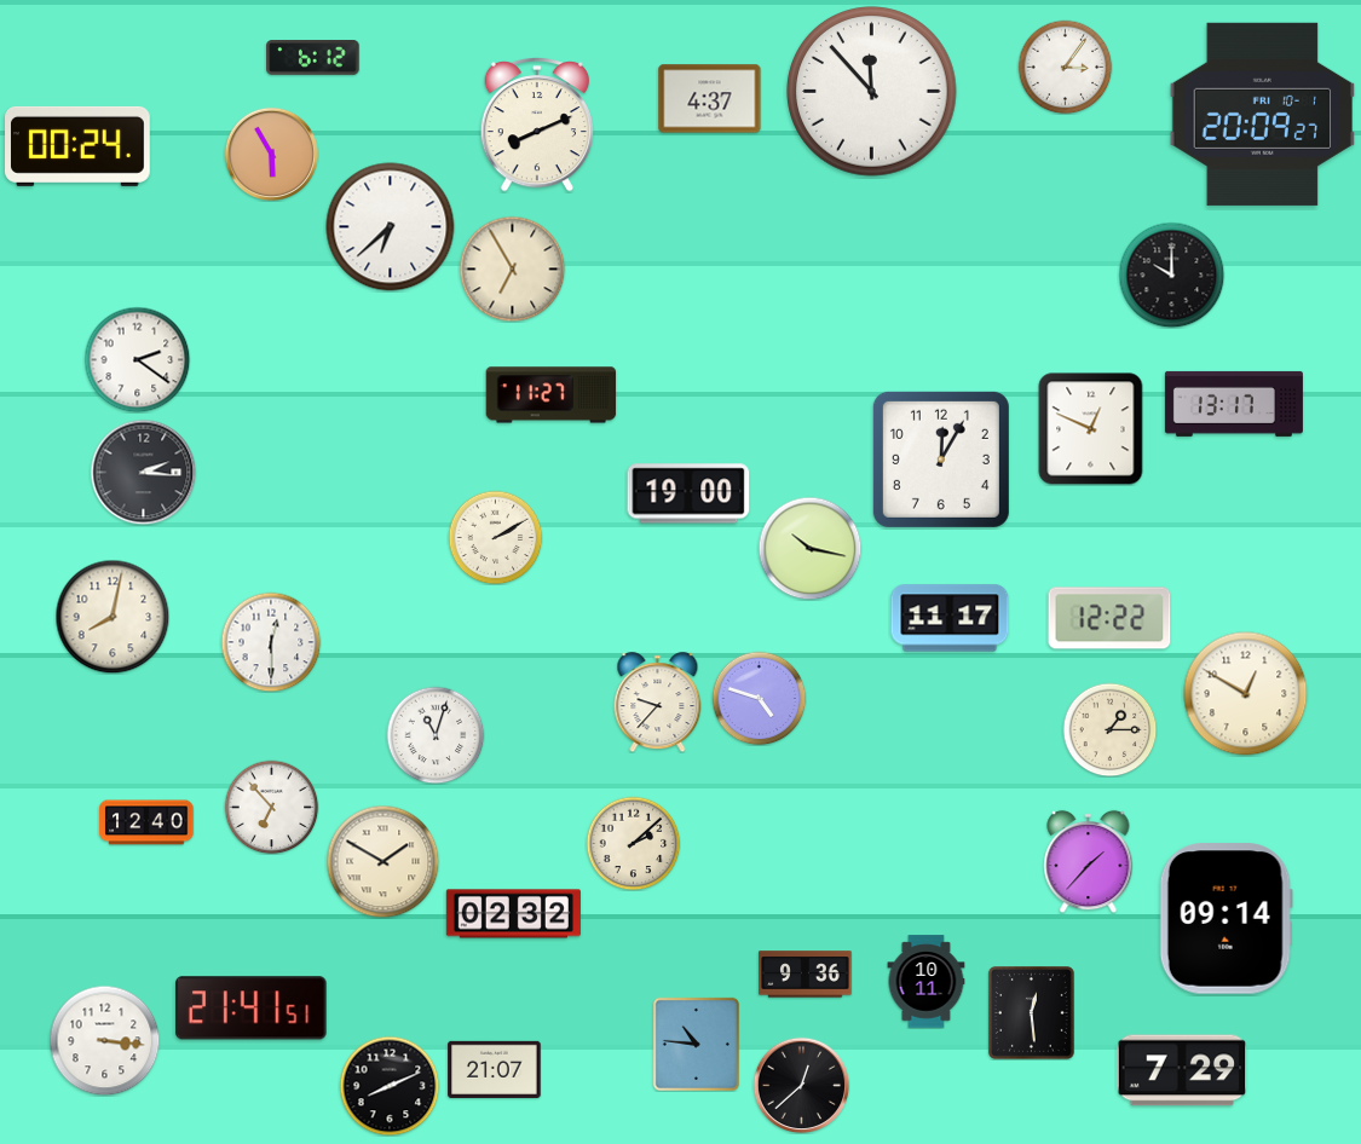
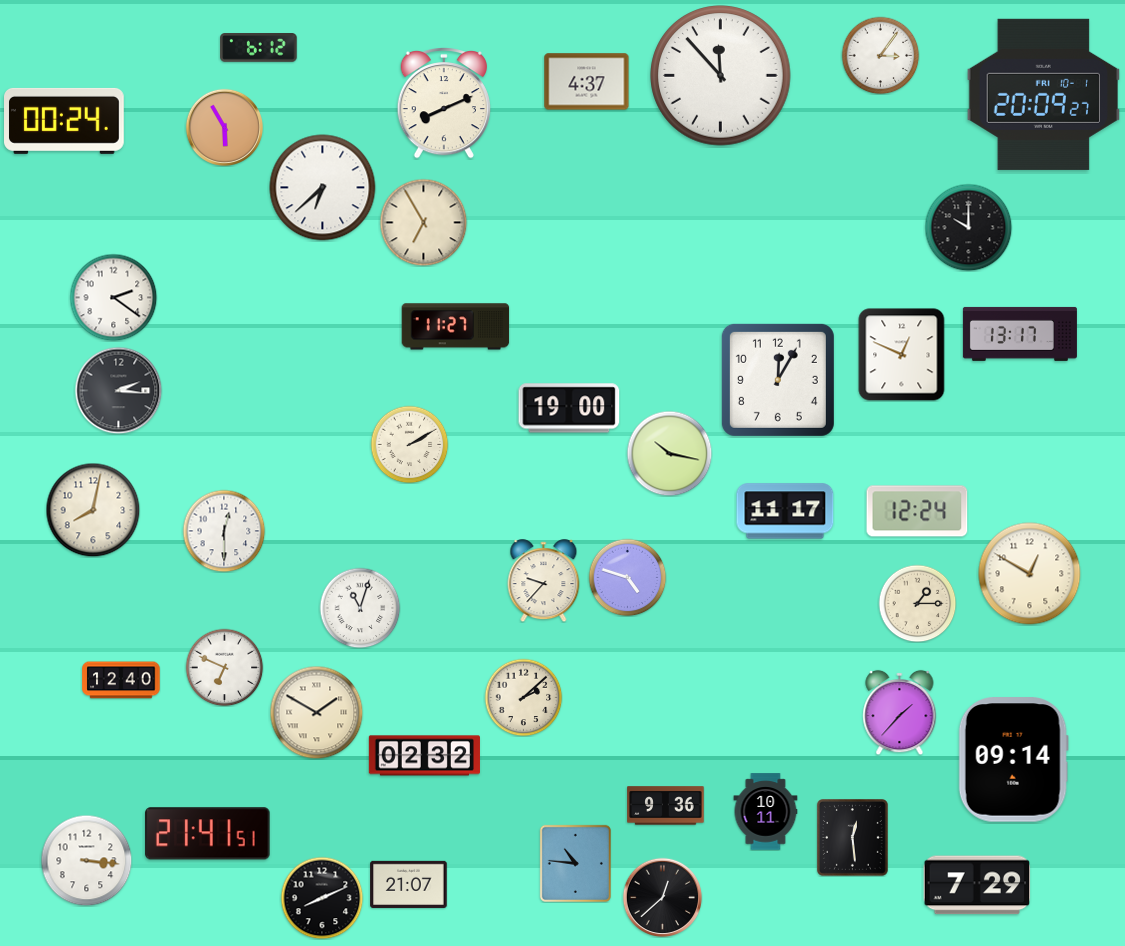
clock at (1109, 618): 12:22 -> 12:24
clock at (271, 807): 6:53 -> 6:49
